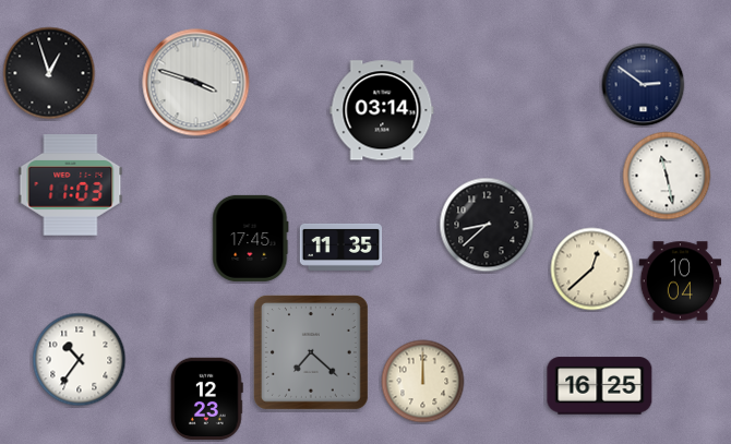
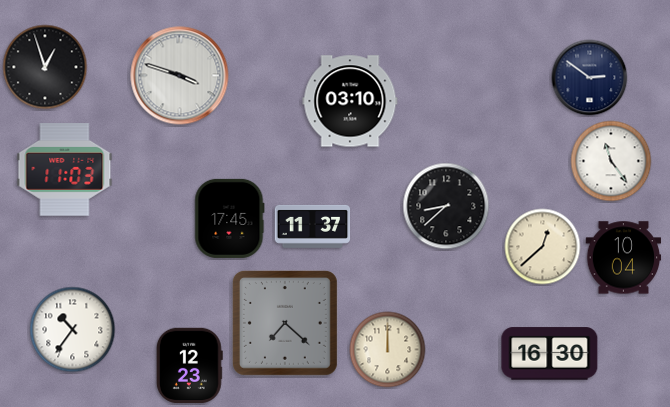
clock at (382, 110): 03:14 -> 03:10
clock at (667, 176): 11:28 -> 11:24
clock at (341, 247): 11:35 -> 11:37
clock at (600, 386): 16:25 -> 16:30
